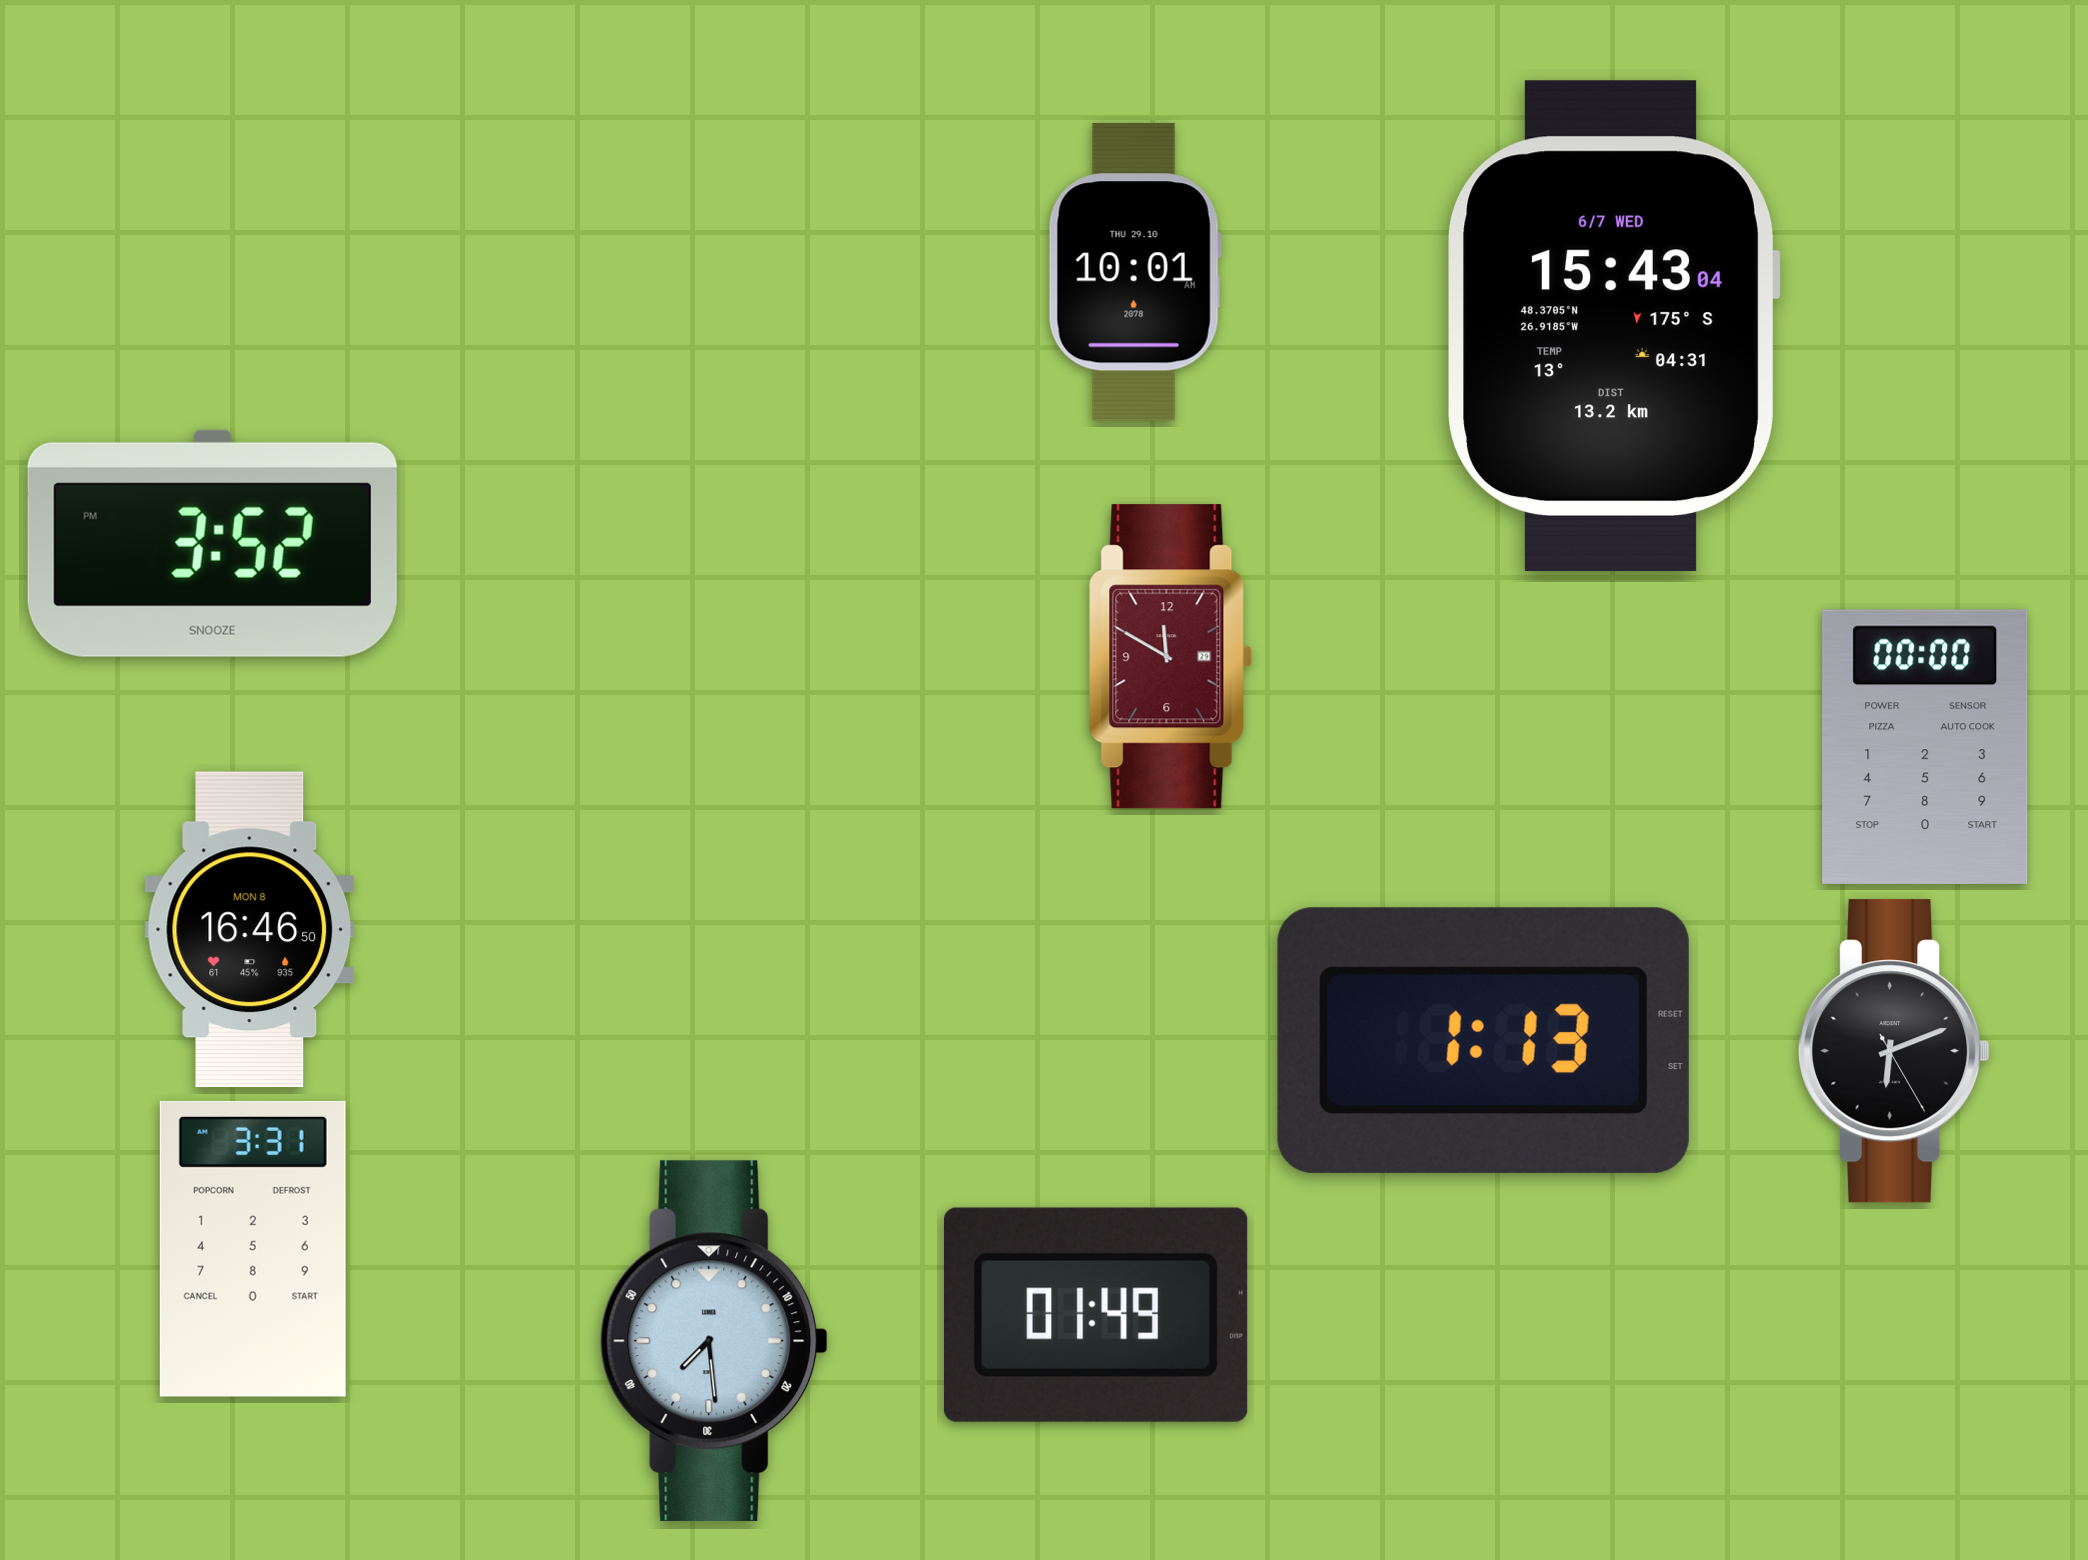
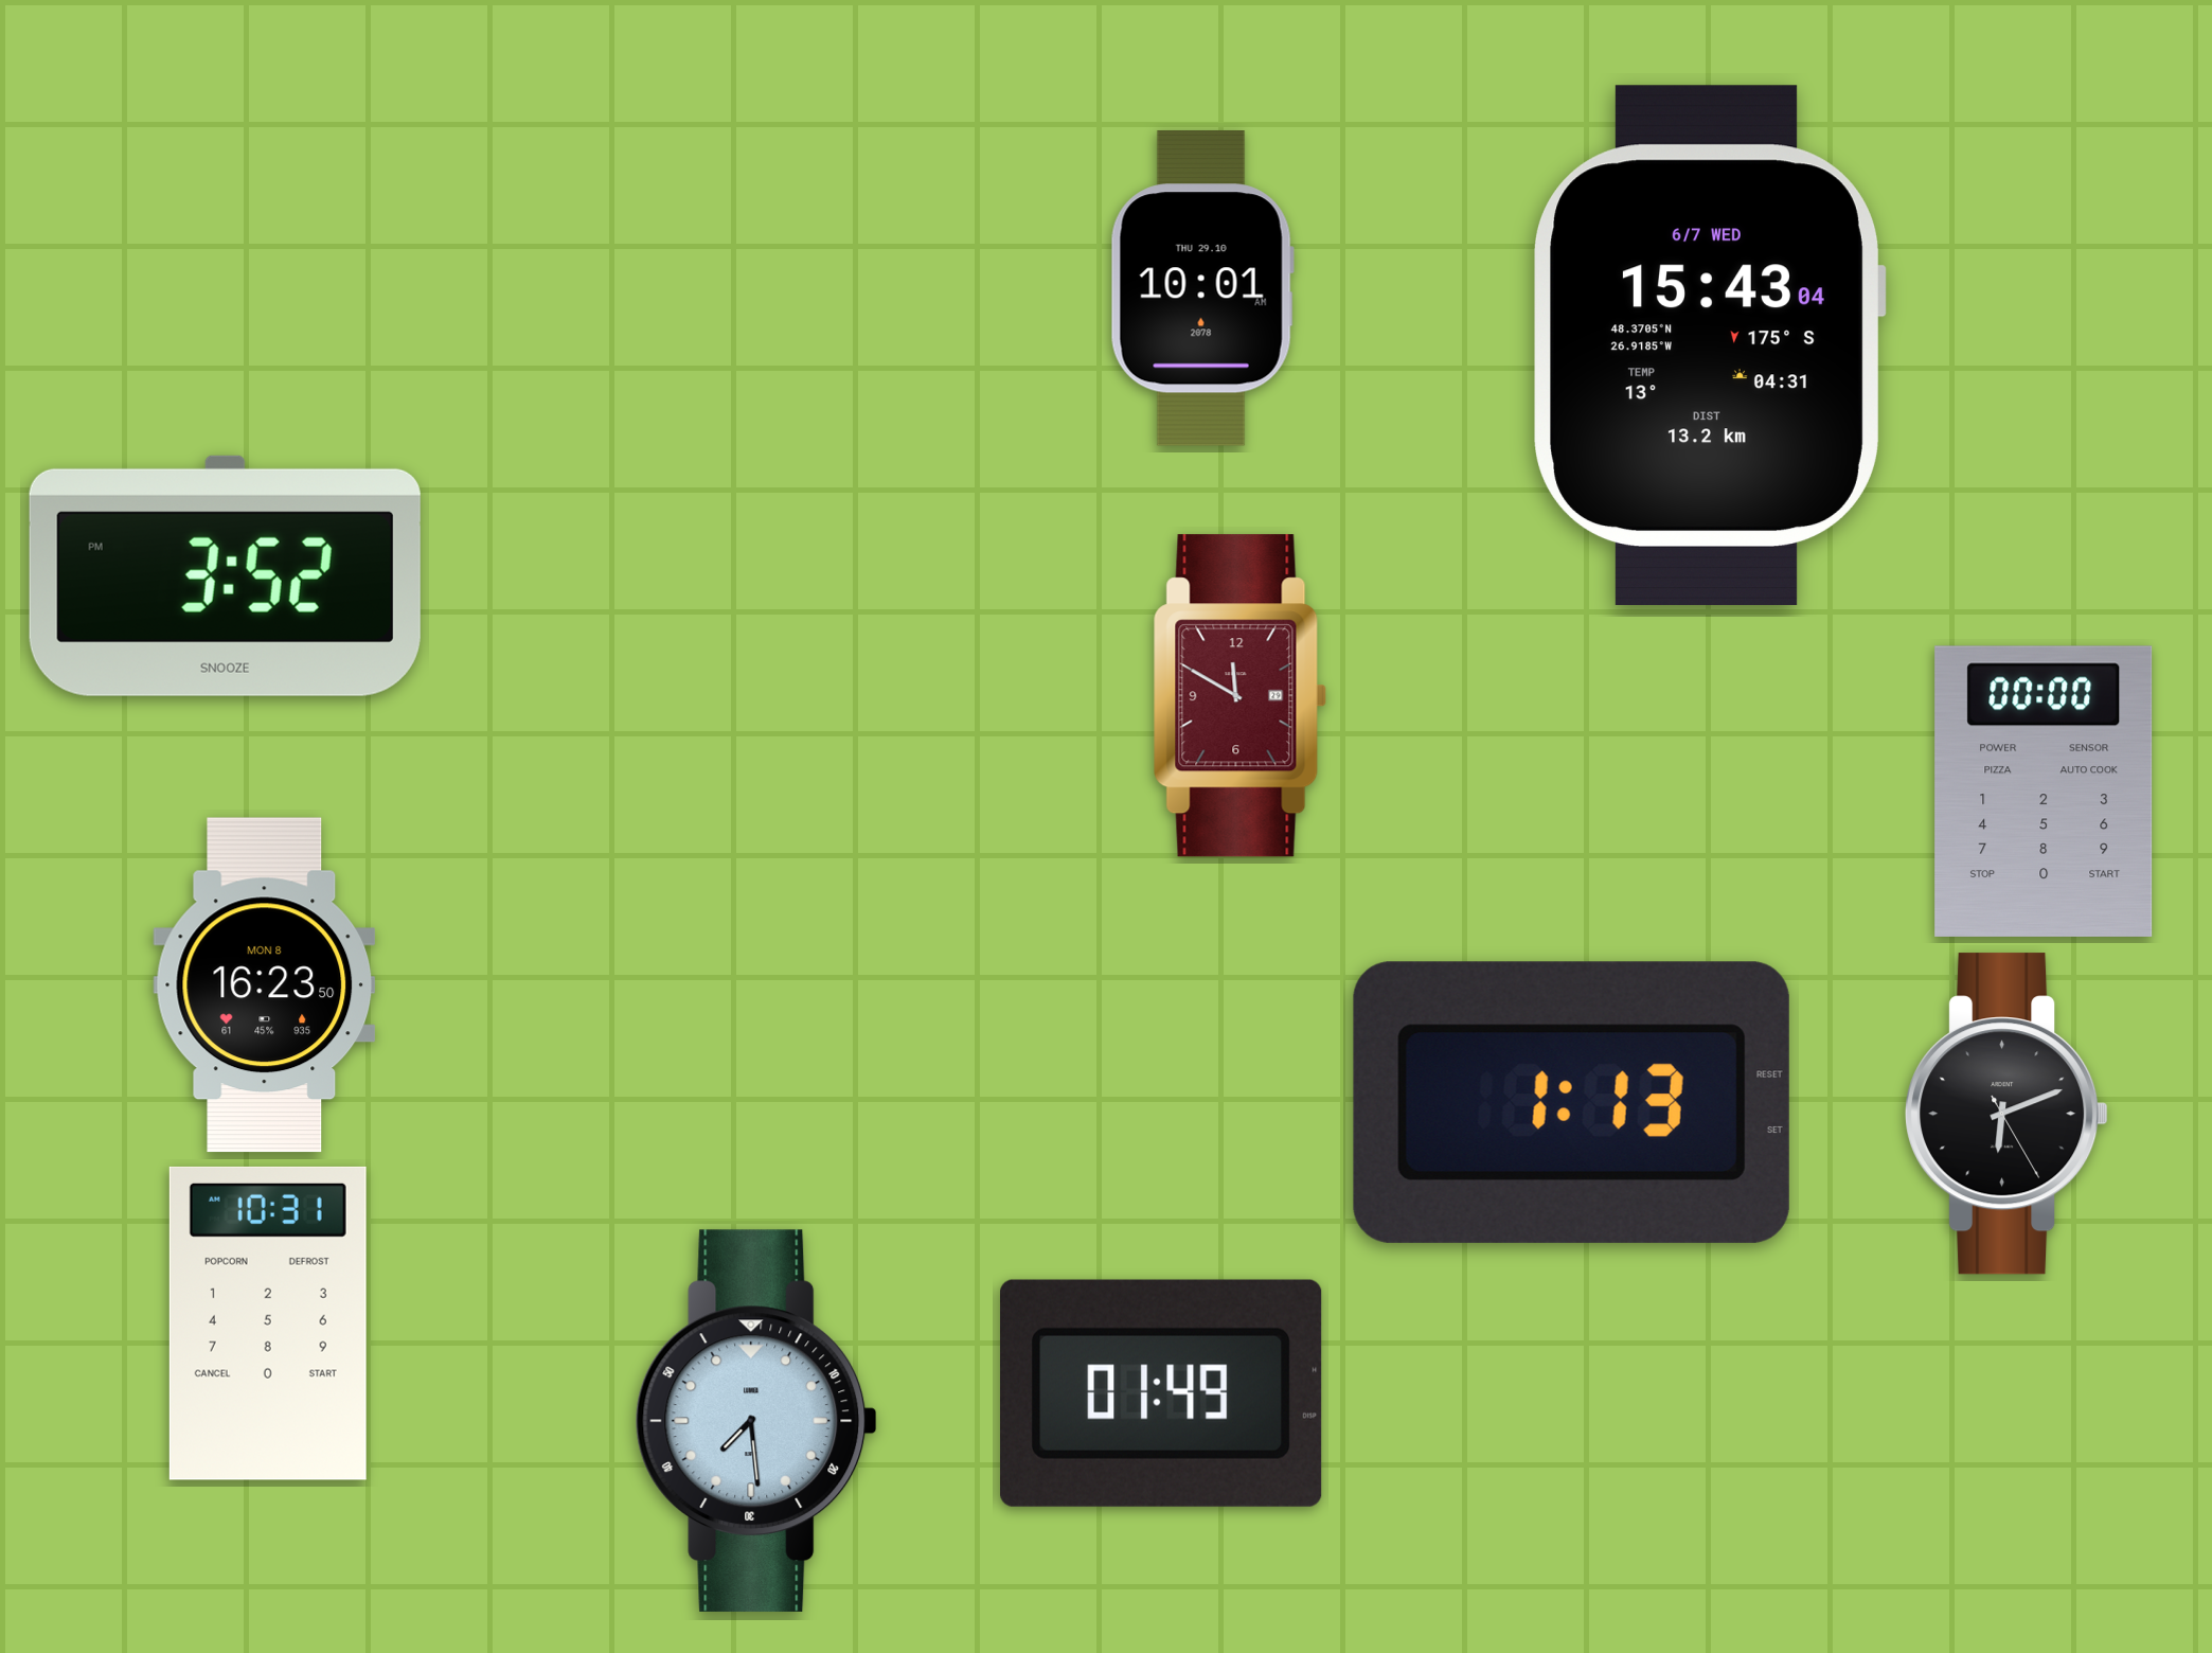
clock at (1925, 747) position: (1925, 747) -> (2044, 792)
clock at (250, 930): 16:46 -> 16:23
clock at (253, 1249): 3:31 -> 10:31
